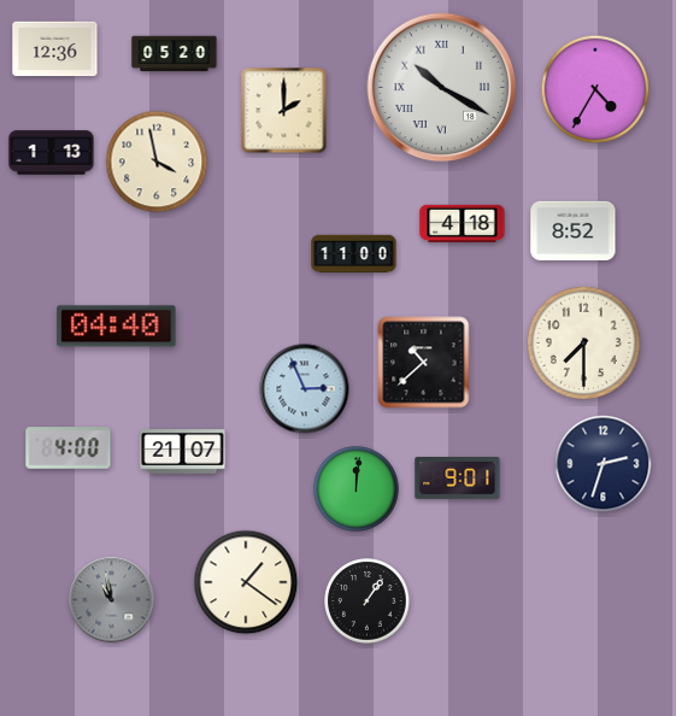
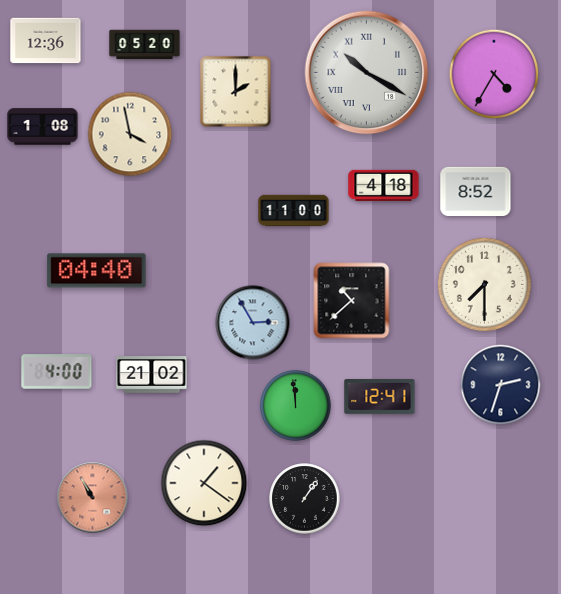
clock at (52, 153): 1:13 -> 1:08
clock at (305, 389): 2:56 -> 2:55
clock at (183, 452): 21:07 -> 21:02
clock at (458, 479): 9:01 -> 12:41
clock at (357, 489): 12:01 -> 11:59
clock at (112, 600): 10:58 -> 10:55
clock at (112, 600) dial: grey -> salmon
